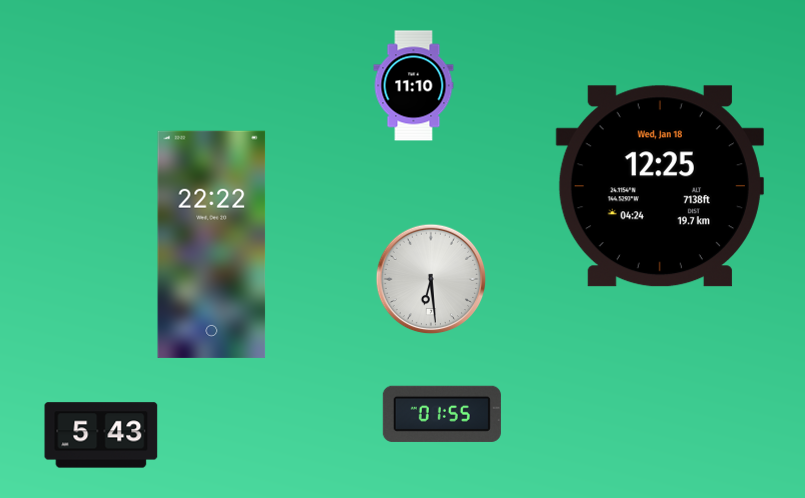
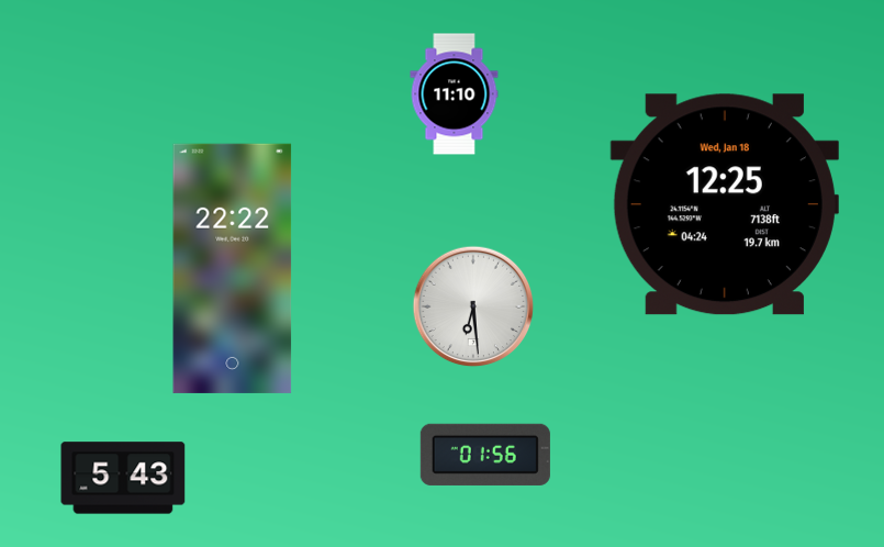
clock at (442, 414): 01:55 -> 01:56
clock at (101, 435) position: (101, 435) -> (123, 478)
